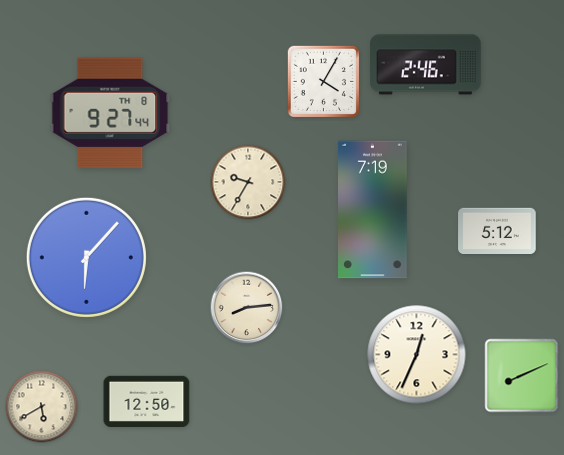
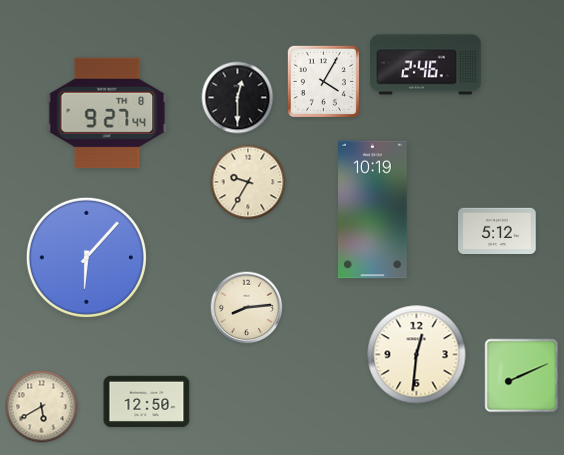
clock at (238, 98): none -> 12:30
clock at (110, 113) position: (110, 113) -> (107, 113)
clock at (373, 210): 7:19 -> 10:19
clock at (417, 355): 12:34 -> 12:31
